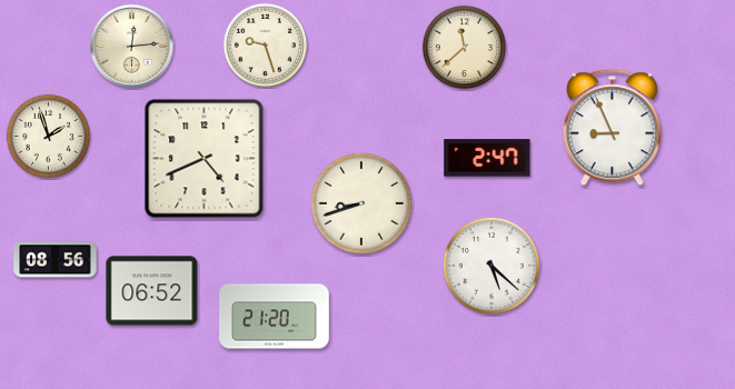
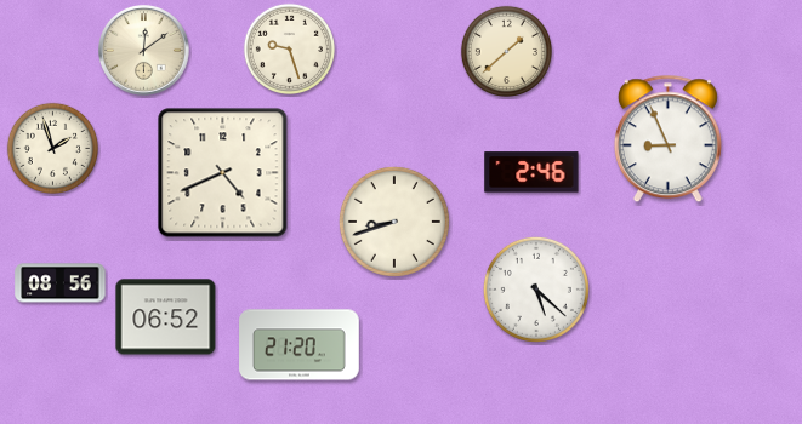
clock at (132, 47): 12:14 -> 12:09
clock at (464, 47): 11:38 -> 1:38
clock at (487, 158): 2:47 -> 2:46
